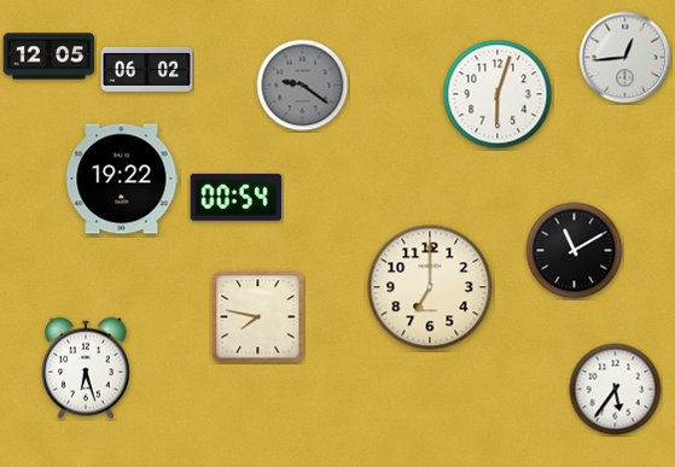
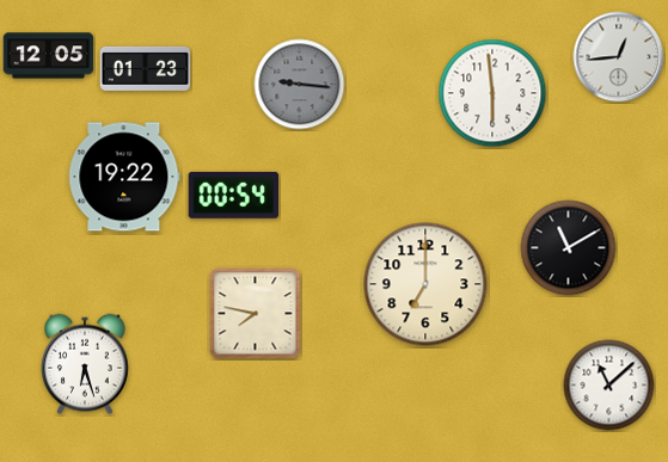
clock at (147, 69): 06:02 -> 01:23
clock at (303, 86): 9:21 -> 9:16
clock at (497, 94): 6:03 -> 5:59
clock at (122, 179) position: (122, 179) -> (124, 177)
clock at (616, 390): 5:36 -> 11:08
